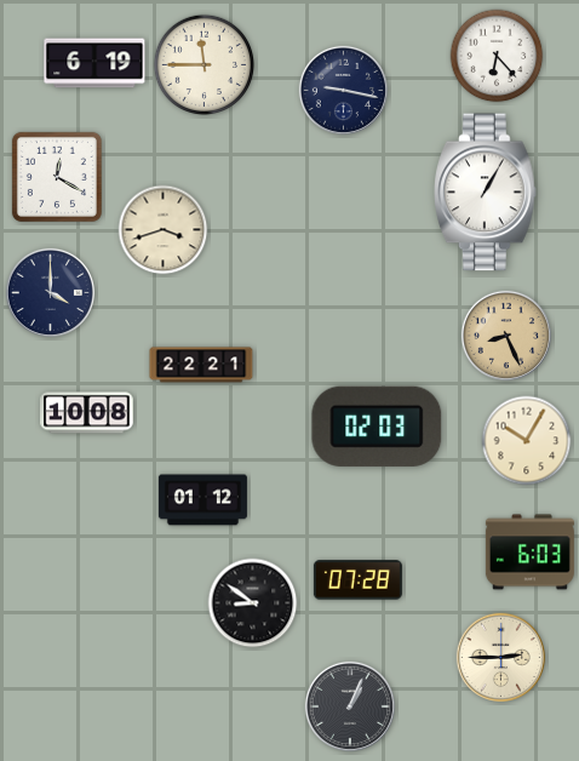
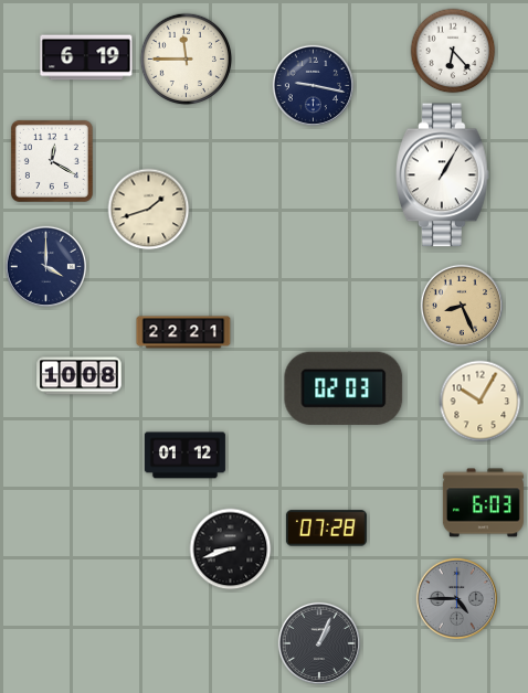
clock at (343, 90) position: (343, 90) -> (313, 85)
clock at (164, 230): 3:42 -> 1:42
clock at (253, 603): 8:51 -> 8:42
clock at (500, 657): 2:45 -> 4:45
clock at (500, 657) dial: cream -> grey
